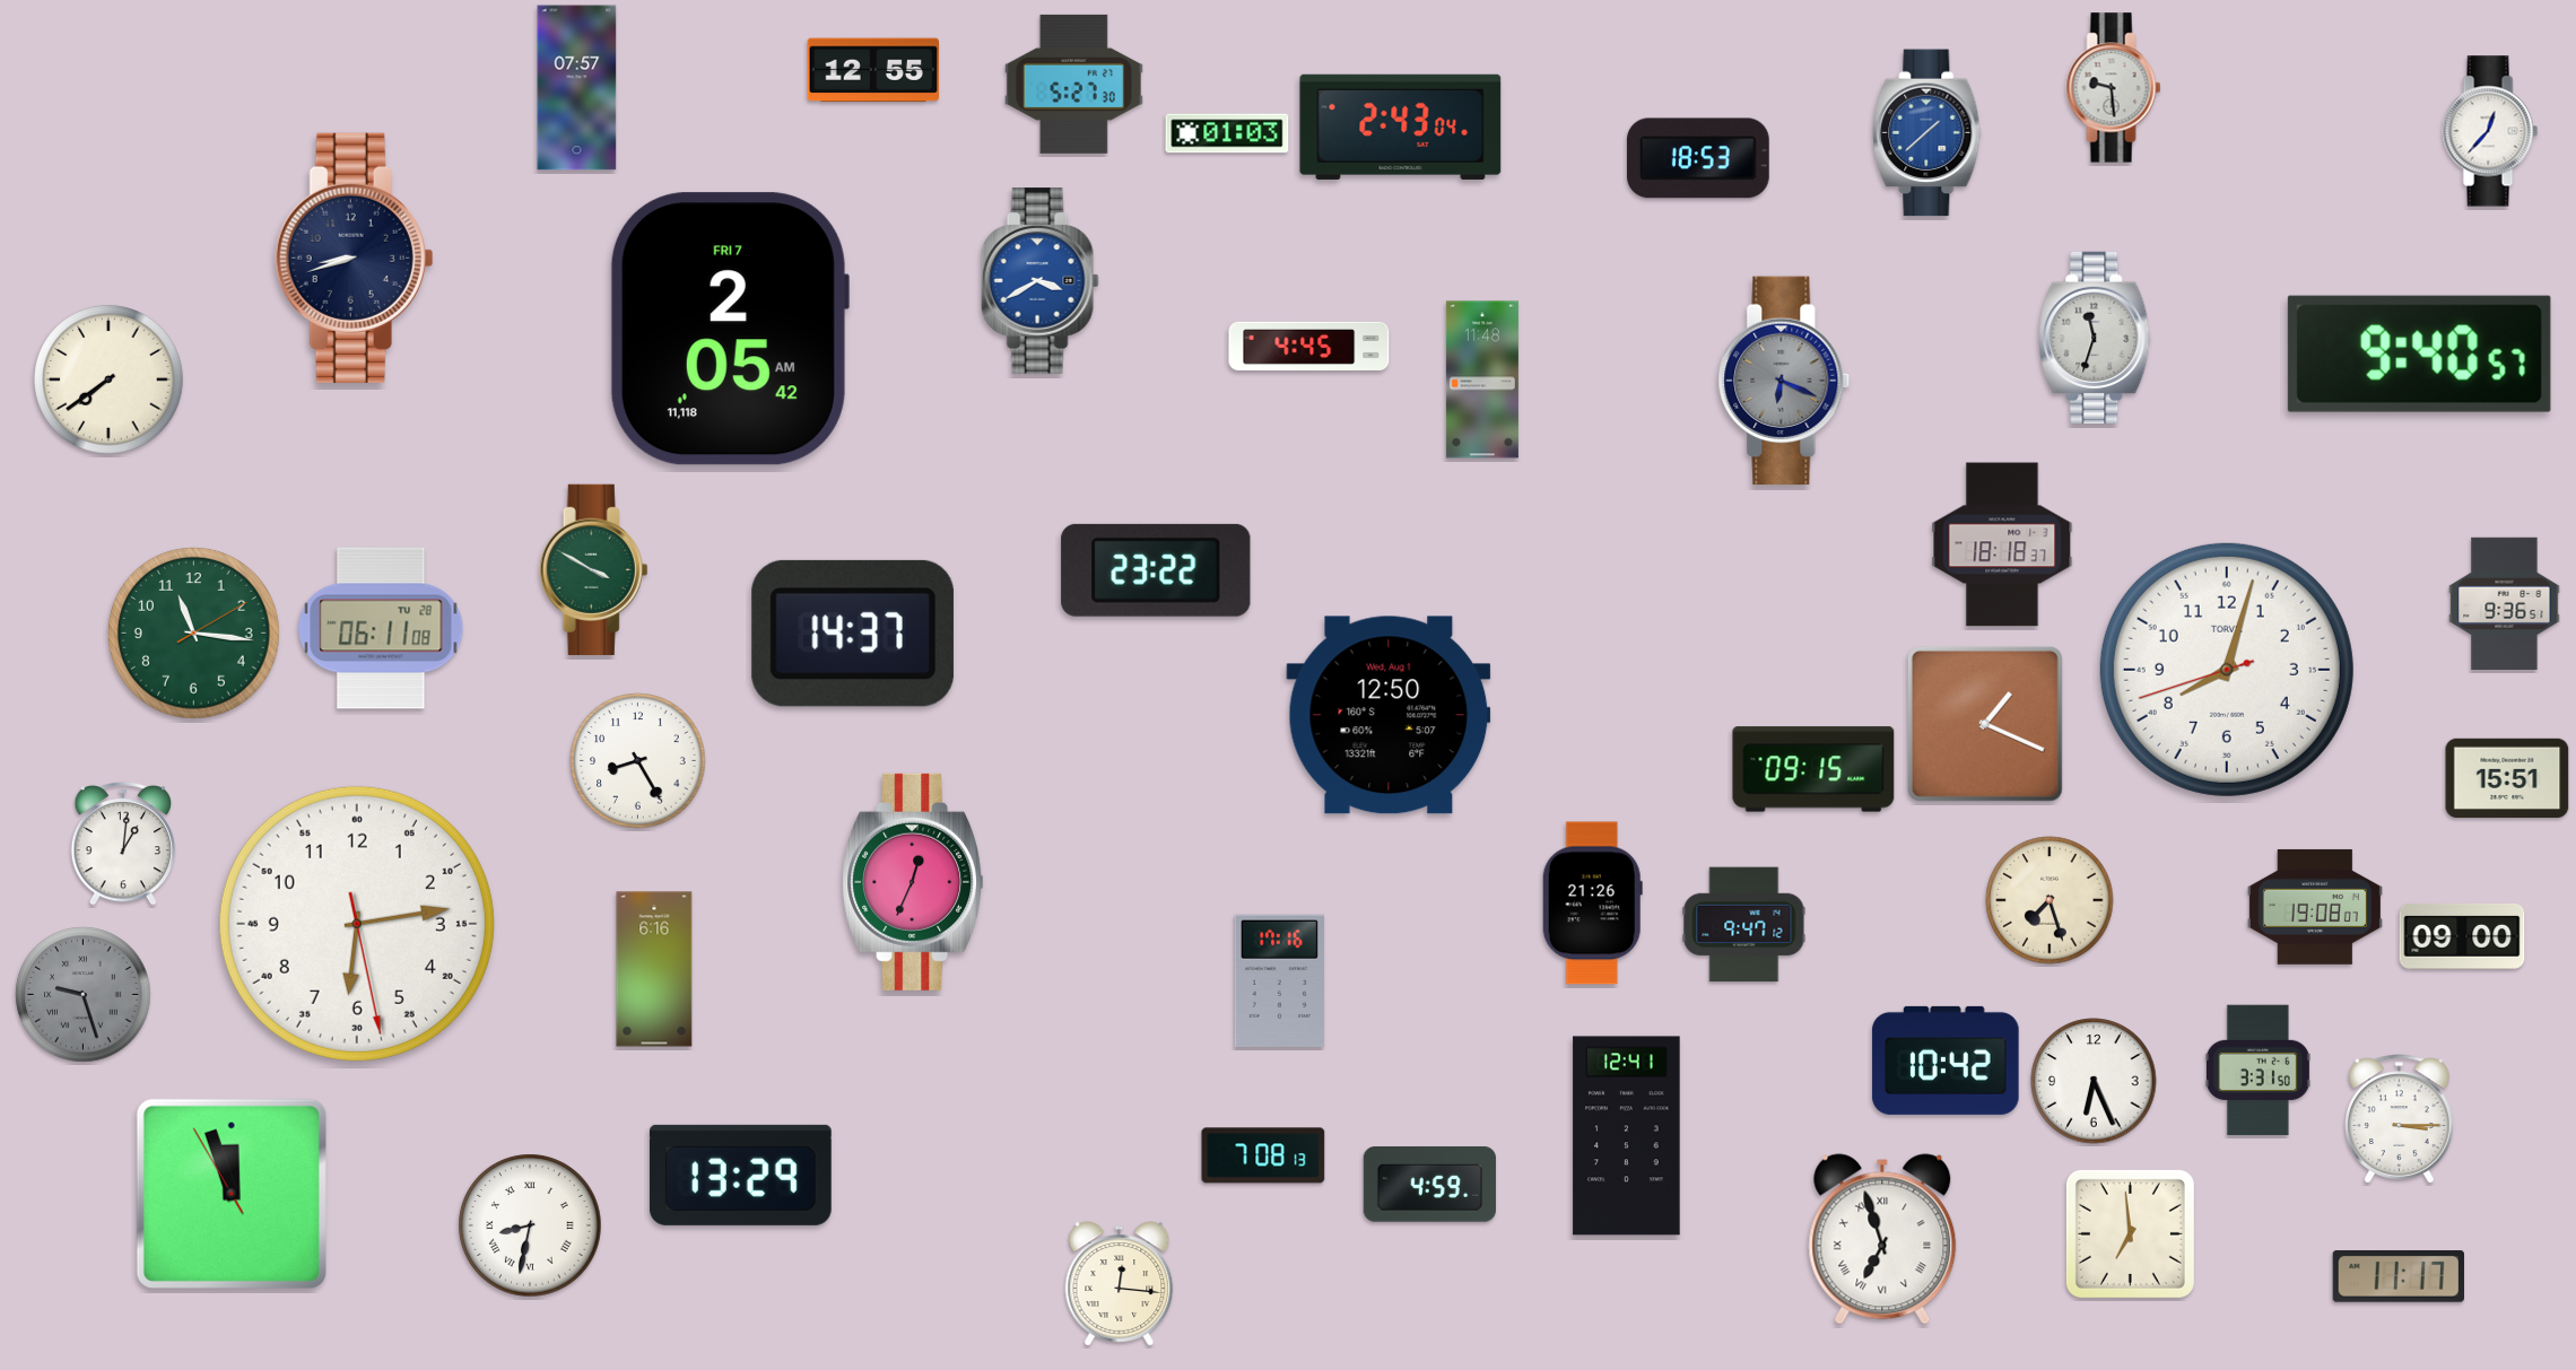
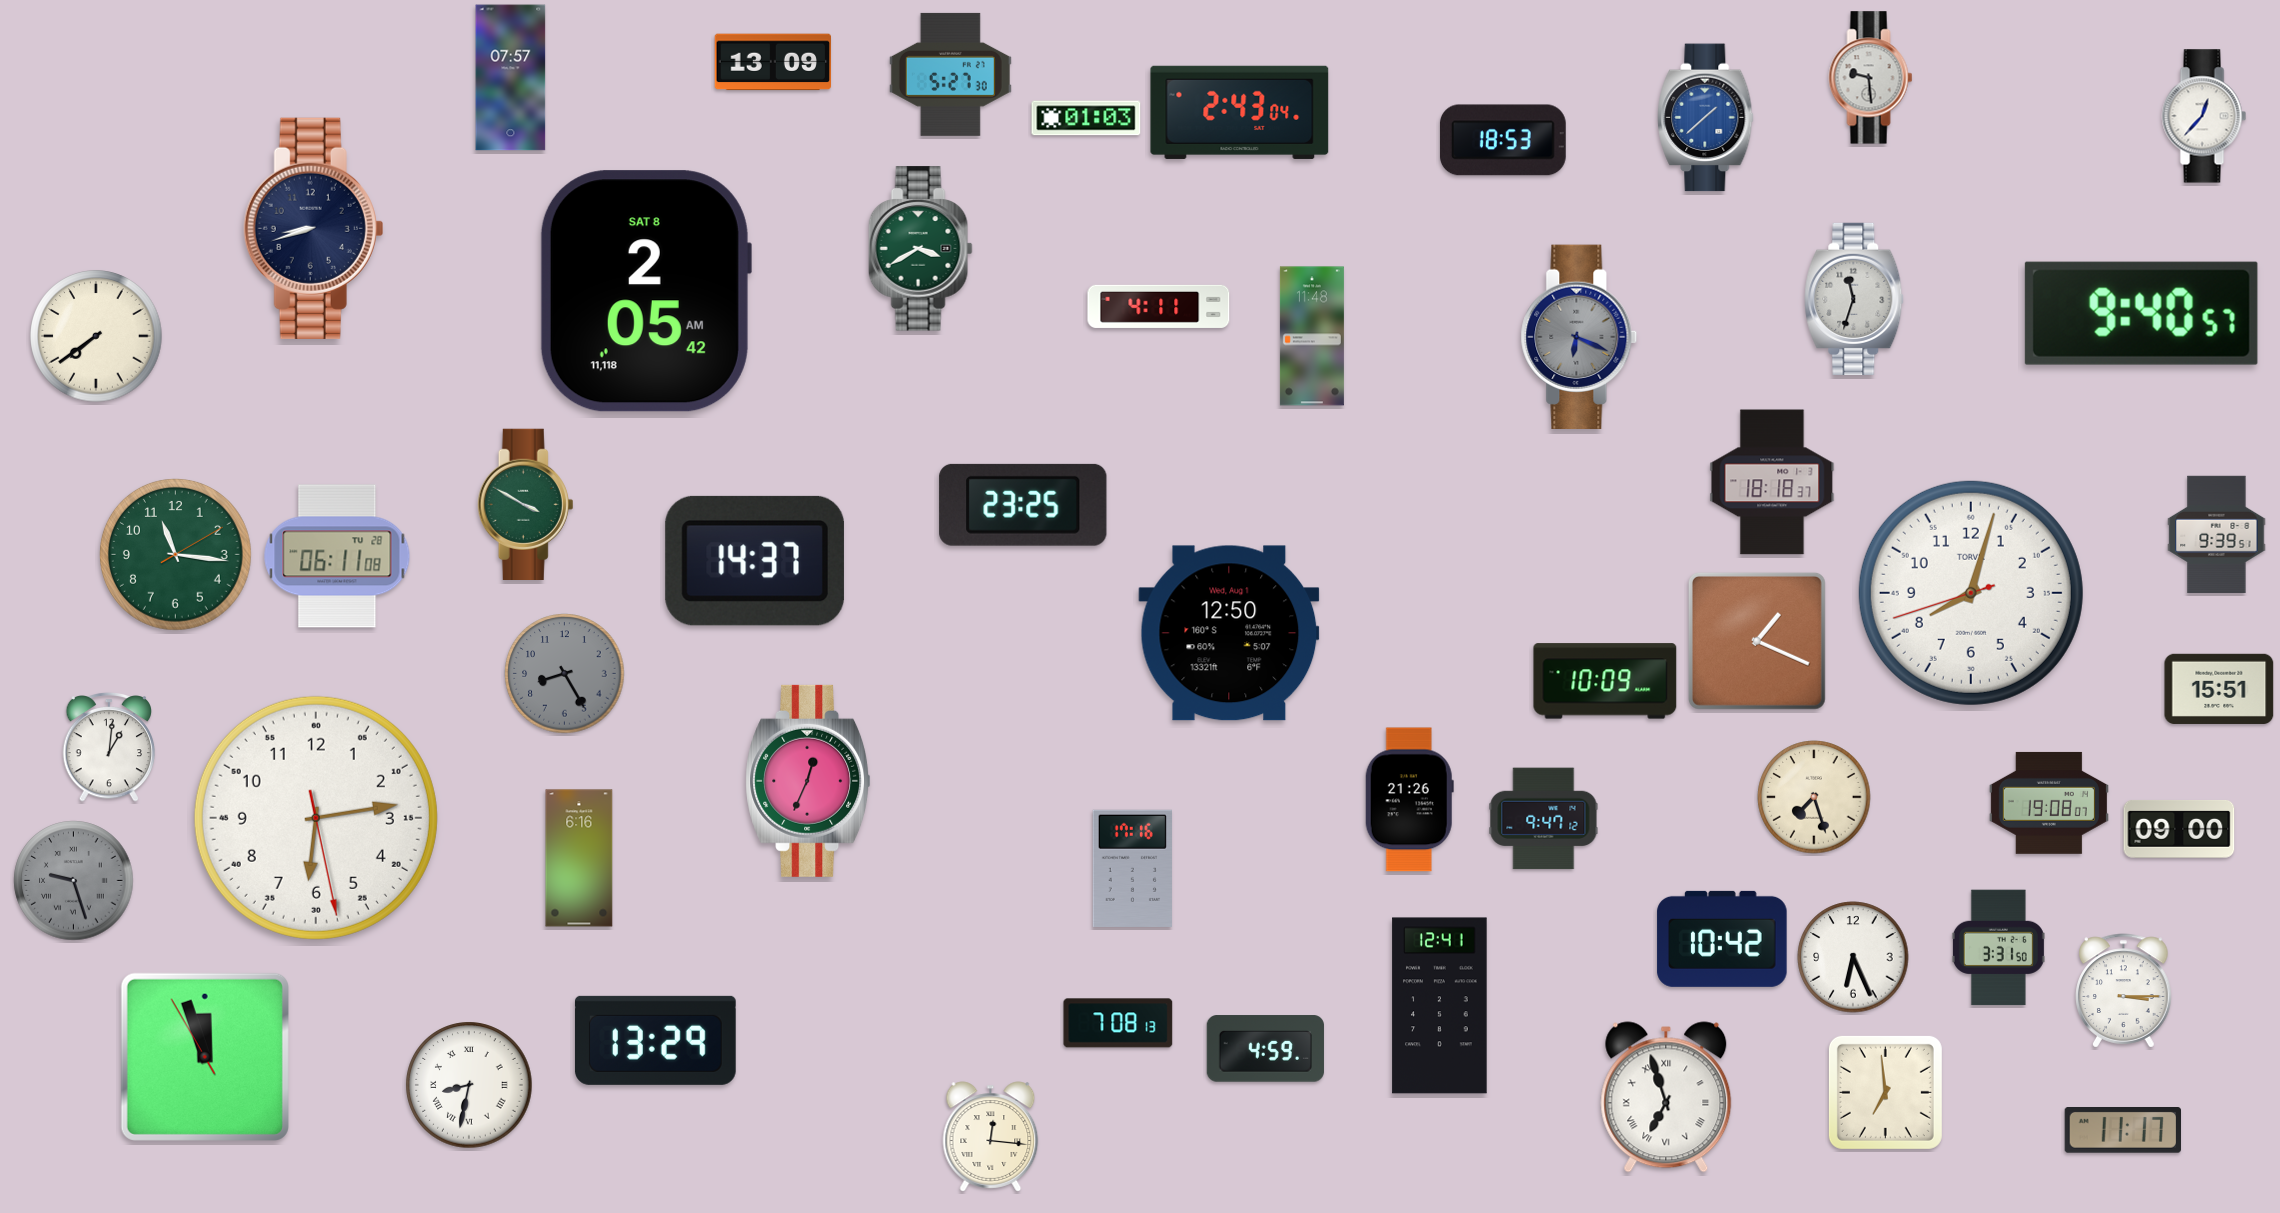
clock at (872, 70): 12:55 -> 13:09
clock at (1039, 281) dial: blue -> green
clock at (729, 329) date: FRI 7 -> SAT 8
clock at (1309, 346): 4:45 -> 4:11
clock at (1156, 570): 23:22 -> 23:25
clock at (2505, 603): 9:36 -> 9:39
clock at (194, 634) position: (194, 634) -> (176, 555)
clock at (638, 761) dial: white -> grey
clock at (1813, 769): 09:15 -> 10:09
